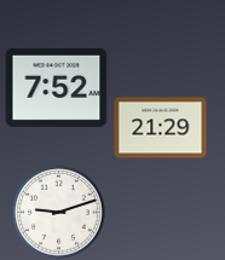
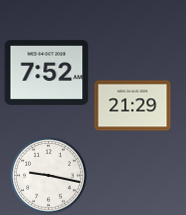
clock at (59, 213): 9:12 -> 9:17
